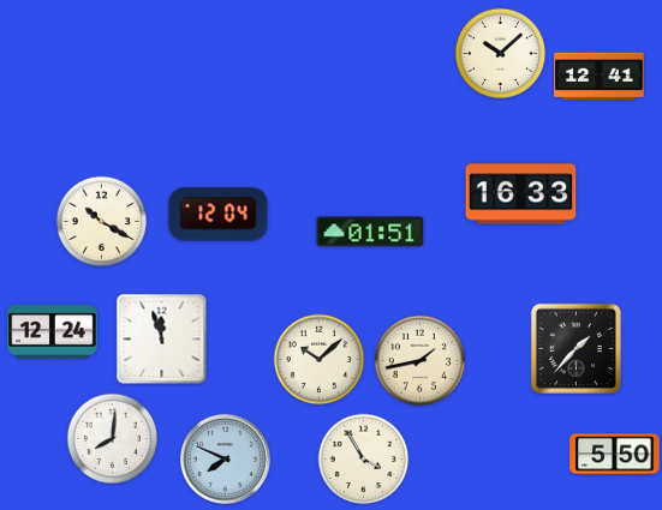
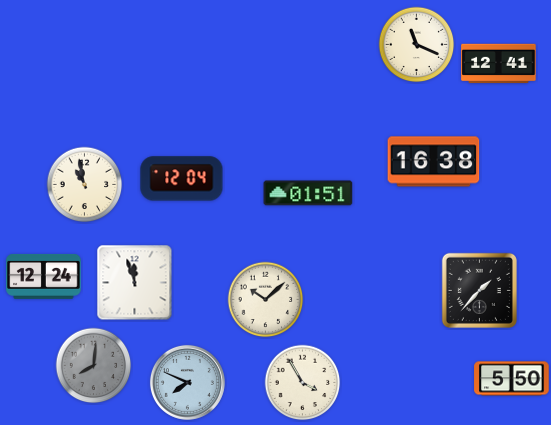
clock at (501, 54): 10:08 -> 11:19
clock at (521, 194): 16:33 -> 16:38
clock at (102, 222): 10:20 -> 10:58
clock at (421, 361): 1:43 -> none
clock at (113, 439) dial: white -> grey
